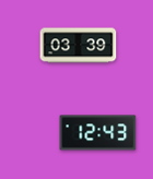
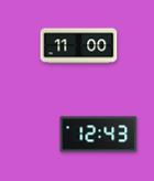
clock at (79, 46): 03:39 -> 11:00
